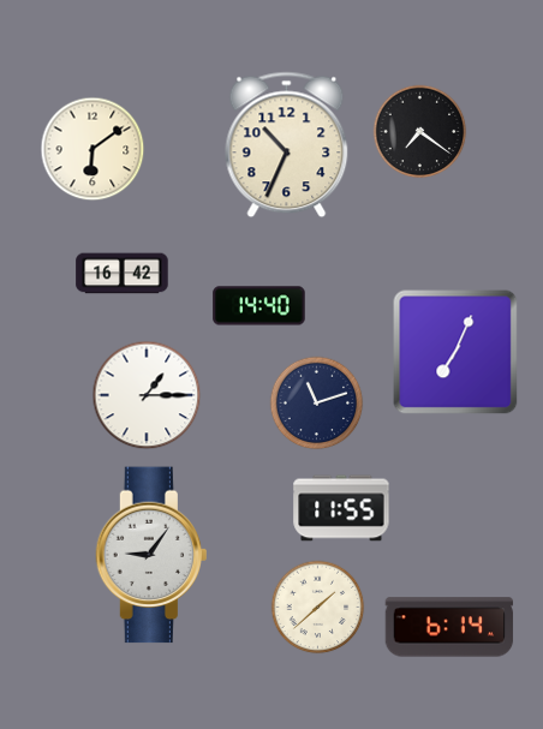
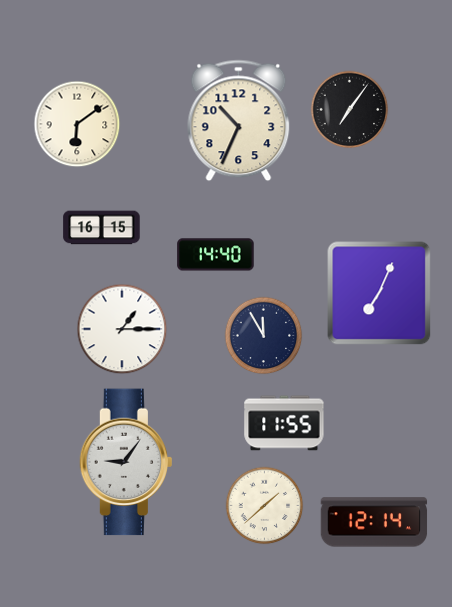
clock at (419, 131): 7:21 -> 7:06
clock at (123, 274): 16:42 -> 16:15
clock at (316, 402): 11:12 -> 11:55
clock at (449, 627): 6:14 -> 12:14
